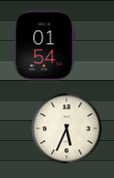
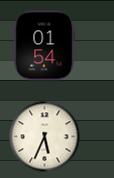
clock at (67, 129) position: (67, 129) -> (45, 137)
